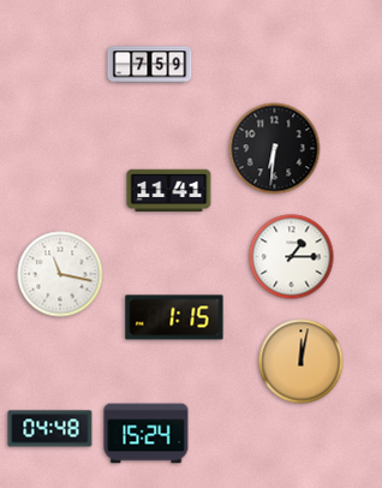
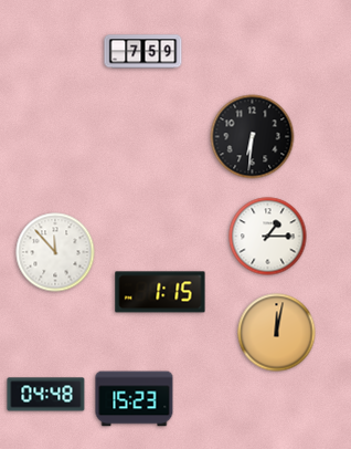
clock at (150, 65) position: (150, 65) -> (143, 52)
clock at (169, 190): 11:41 -> none
clock at (60, 274): 11:17 -> 11:53
clock at (147, 434): 15:24 -> 15:23
